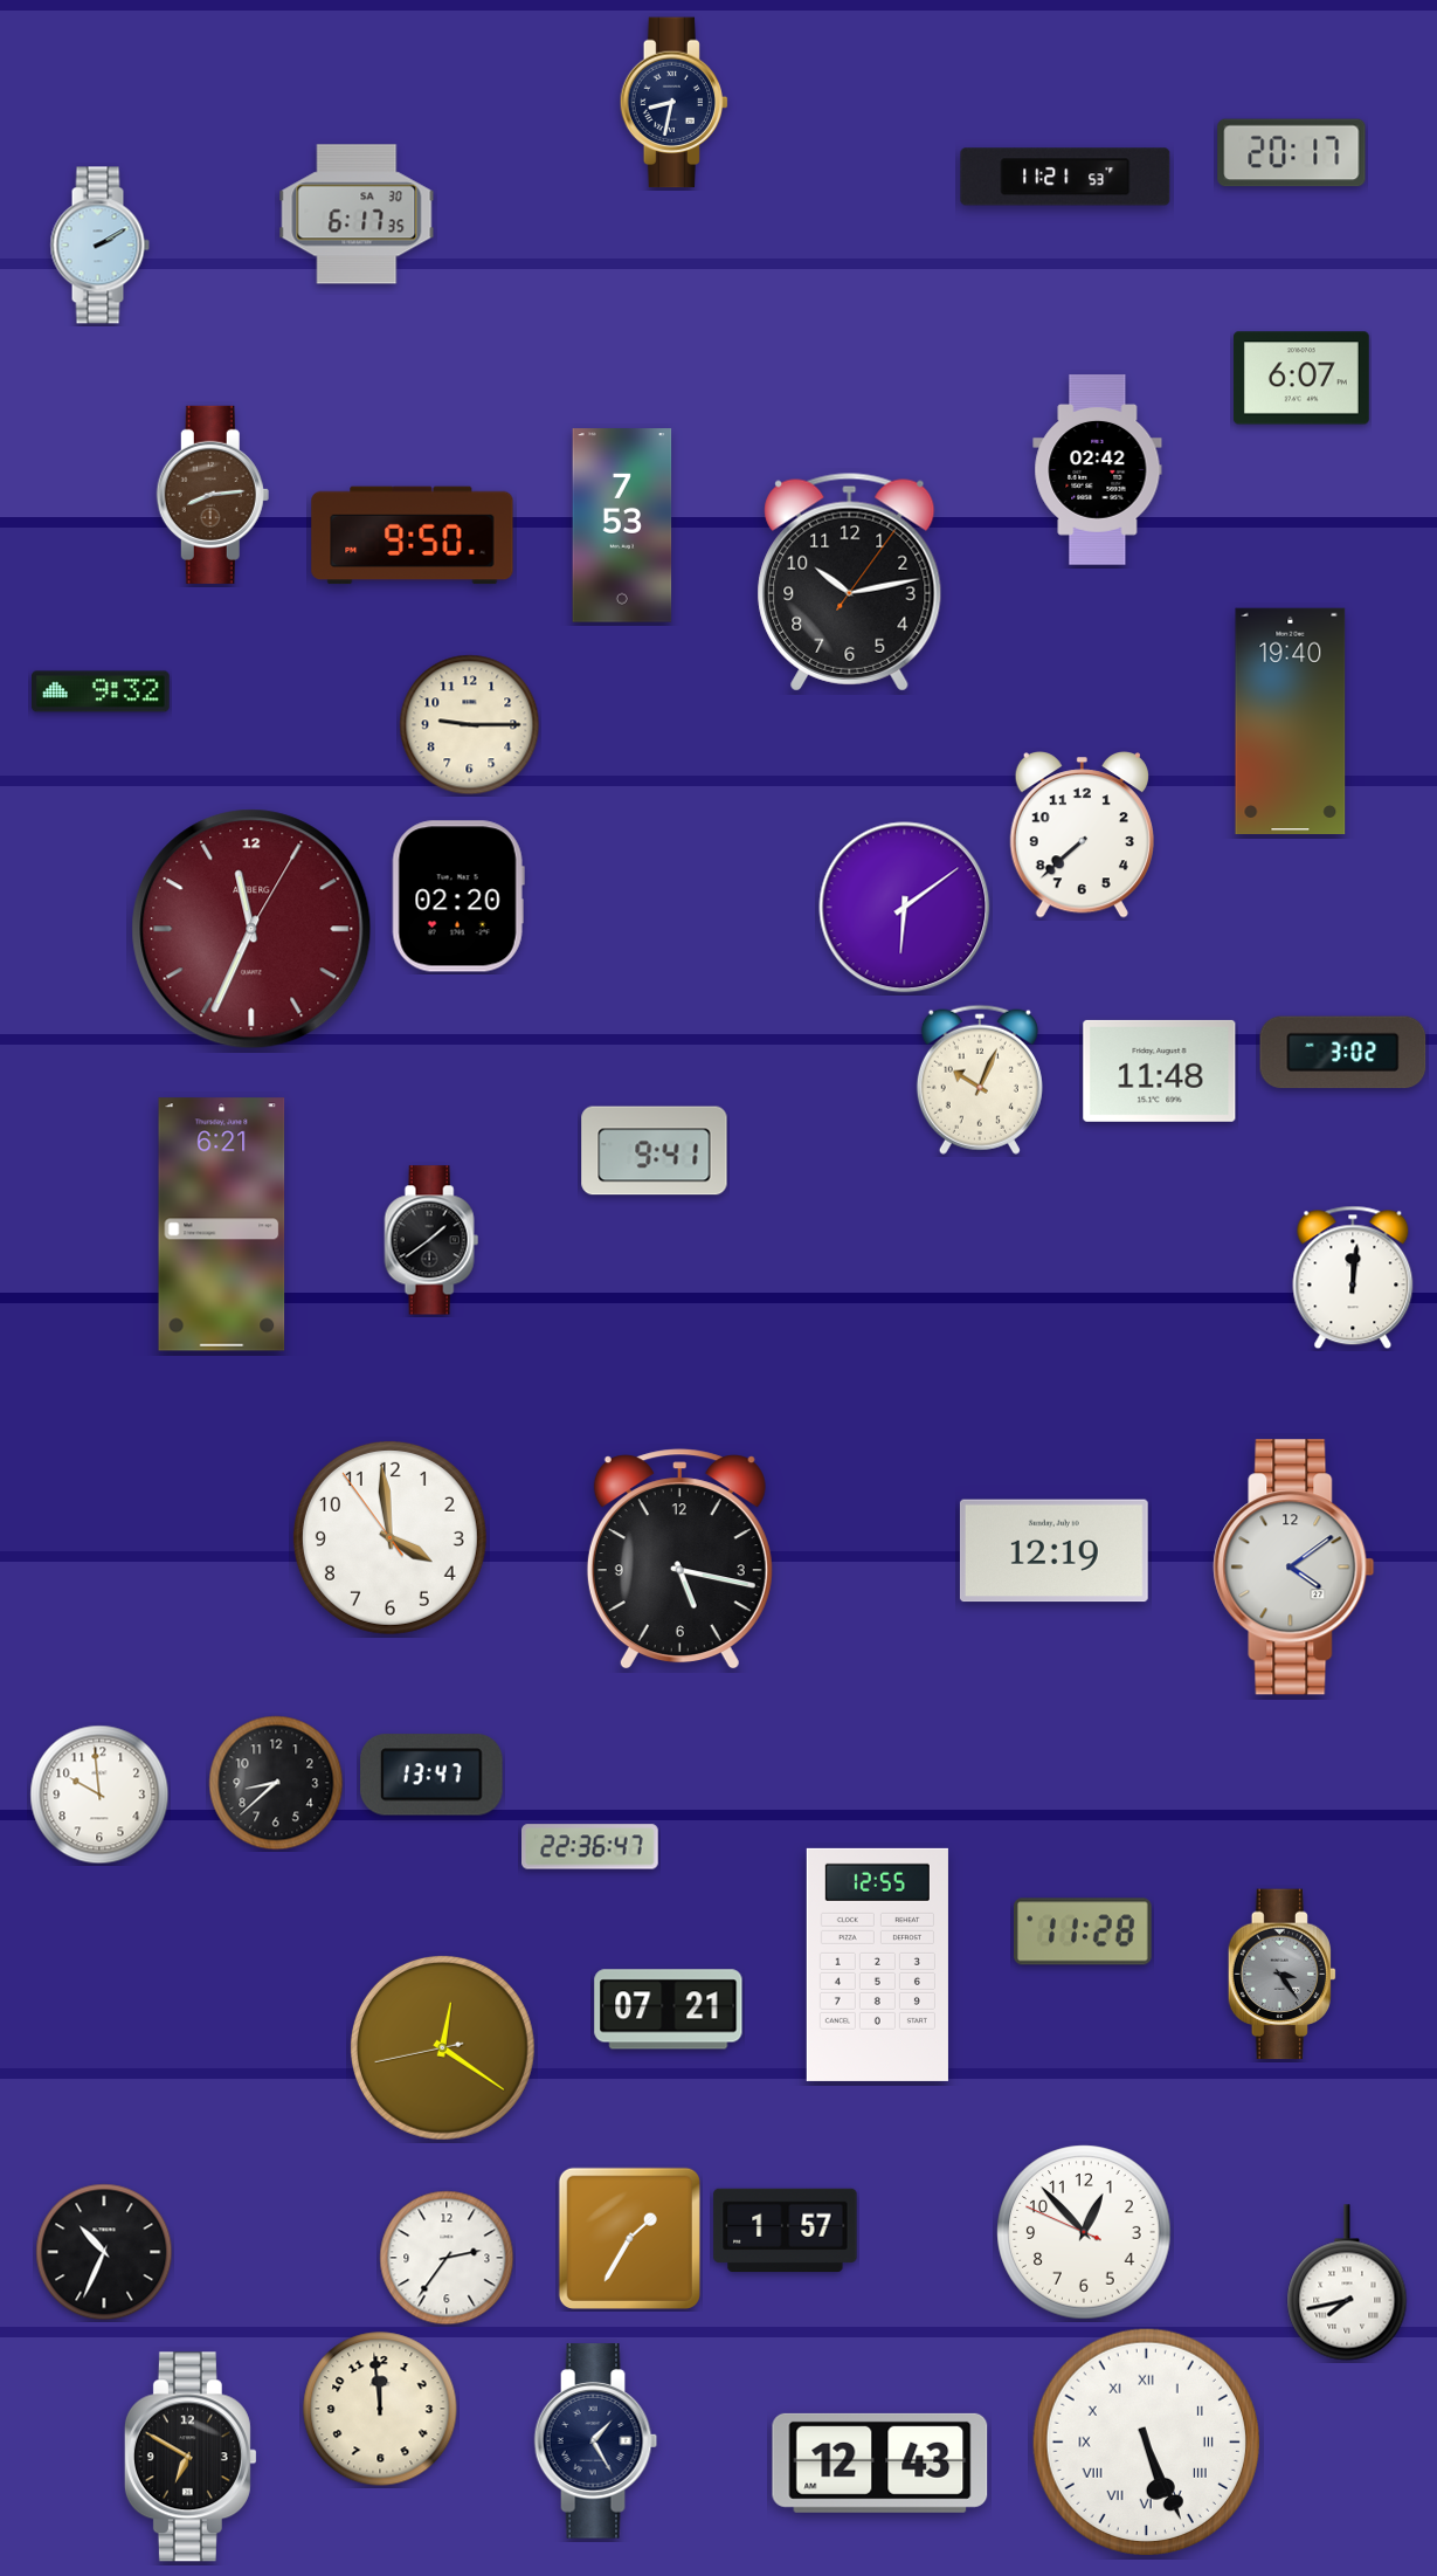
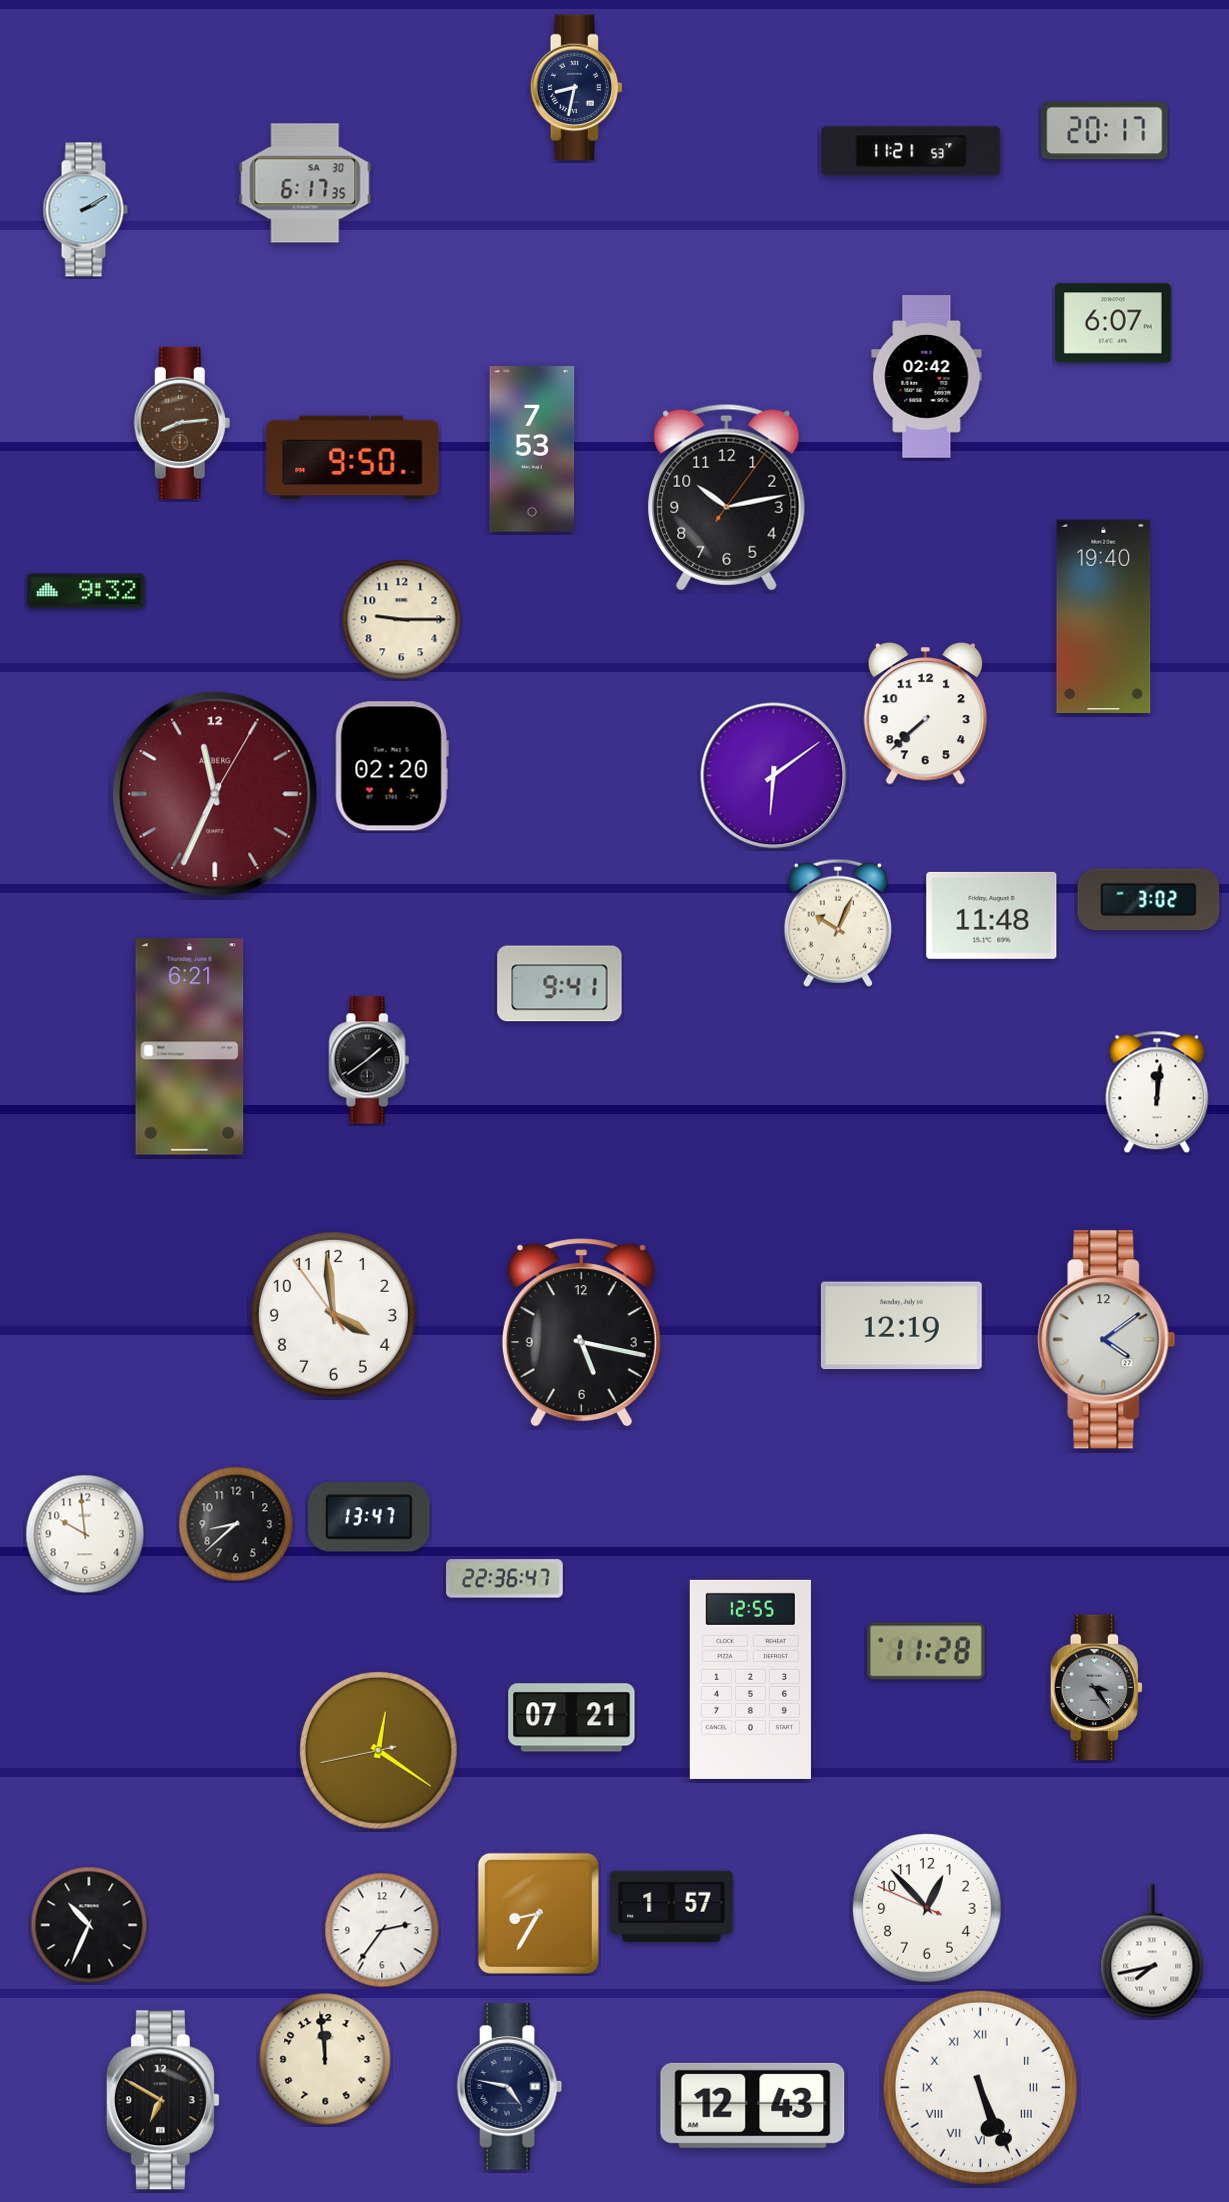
clock at (1098, 470) position: (1098, 470) -> (927, 377)
clock at (629, 2238): 1:35 -> 8:35
clock at (596, 2441): 1:25 -> 4:47
